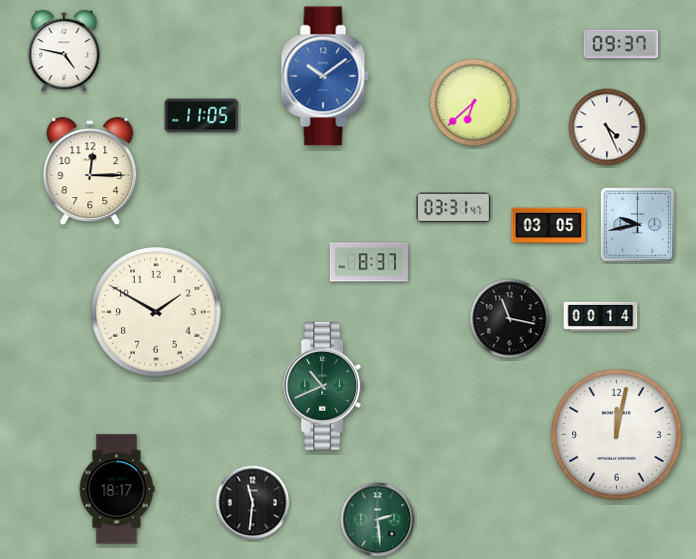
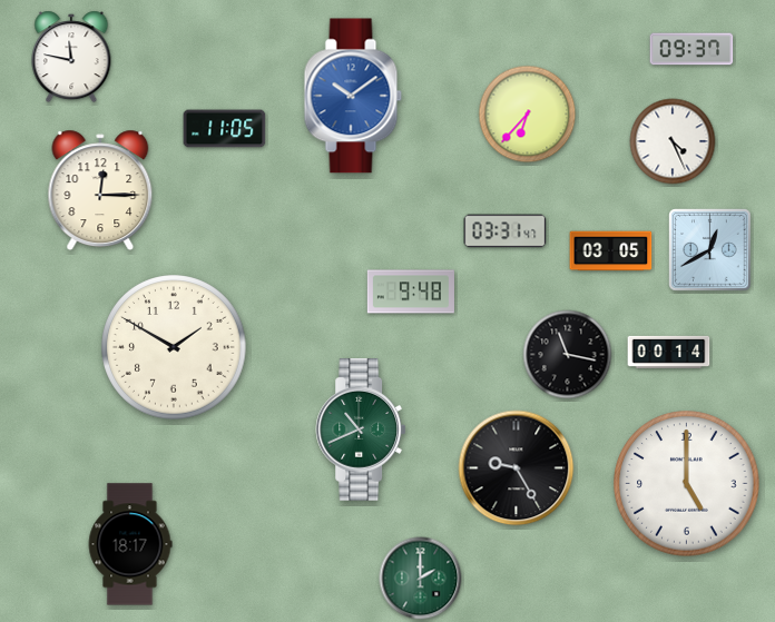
clock at (64, 51): 4:47 -> 11:47
clock at (325, 76) position: (325, 76) -> (353, 96)
clock at (474, 103): 6:38 -> 6:37
clock at (607, 127) position: (607, 127) -> (673, 141)
clock at (638, 225): 9:43 -> 12:40
clock at (369, 262): 8:37 -> 9:48
clock at (517, 468): none -> 9:25
clock at (617, 435): 12:02 -> 5:00
clock at (253, 503): 11:31 -> none
clock at (378, 520): 2:29 -> 2:00
